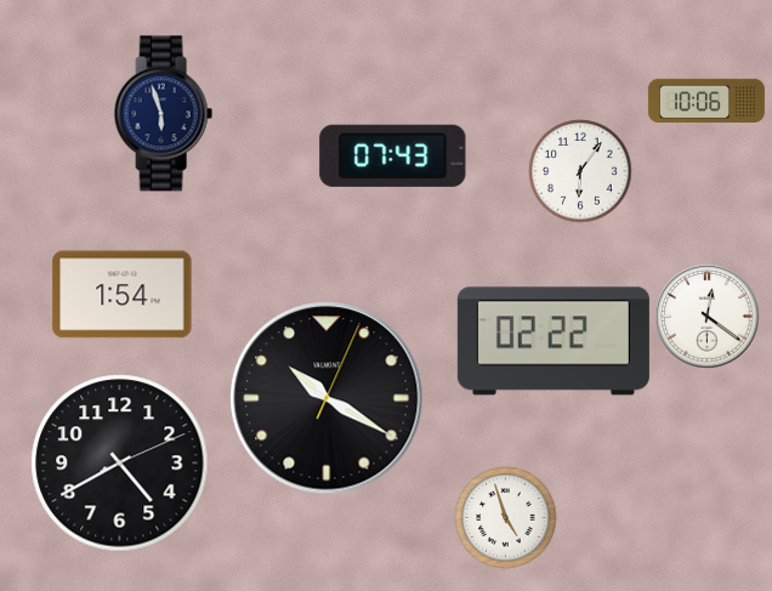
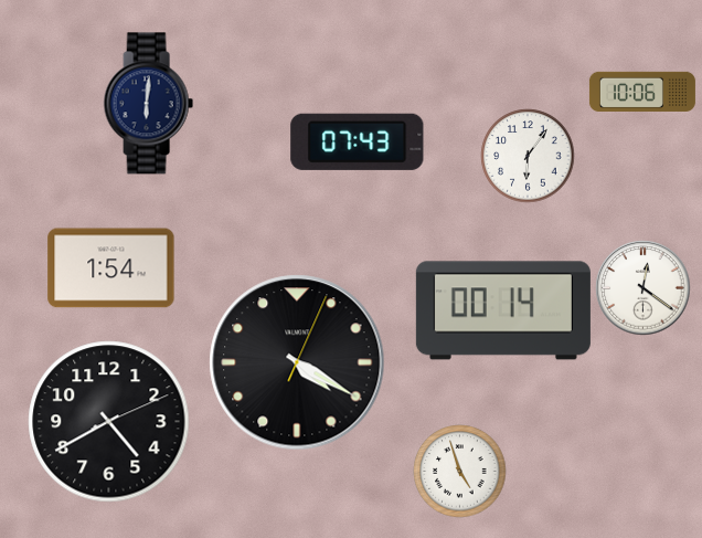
clock at (163, 114): 5:57 -> 6:01
clock at (554, 341): 02:22 -> 00:14
clock at (327, 398): 10:20 -> 4:20
